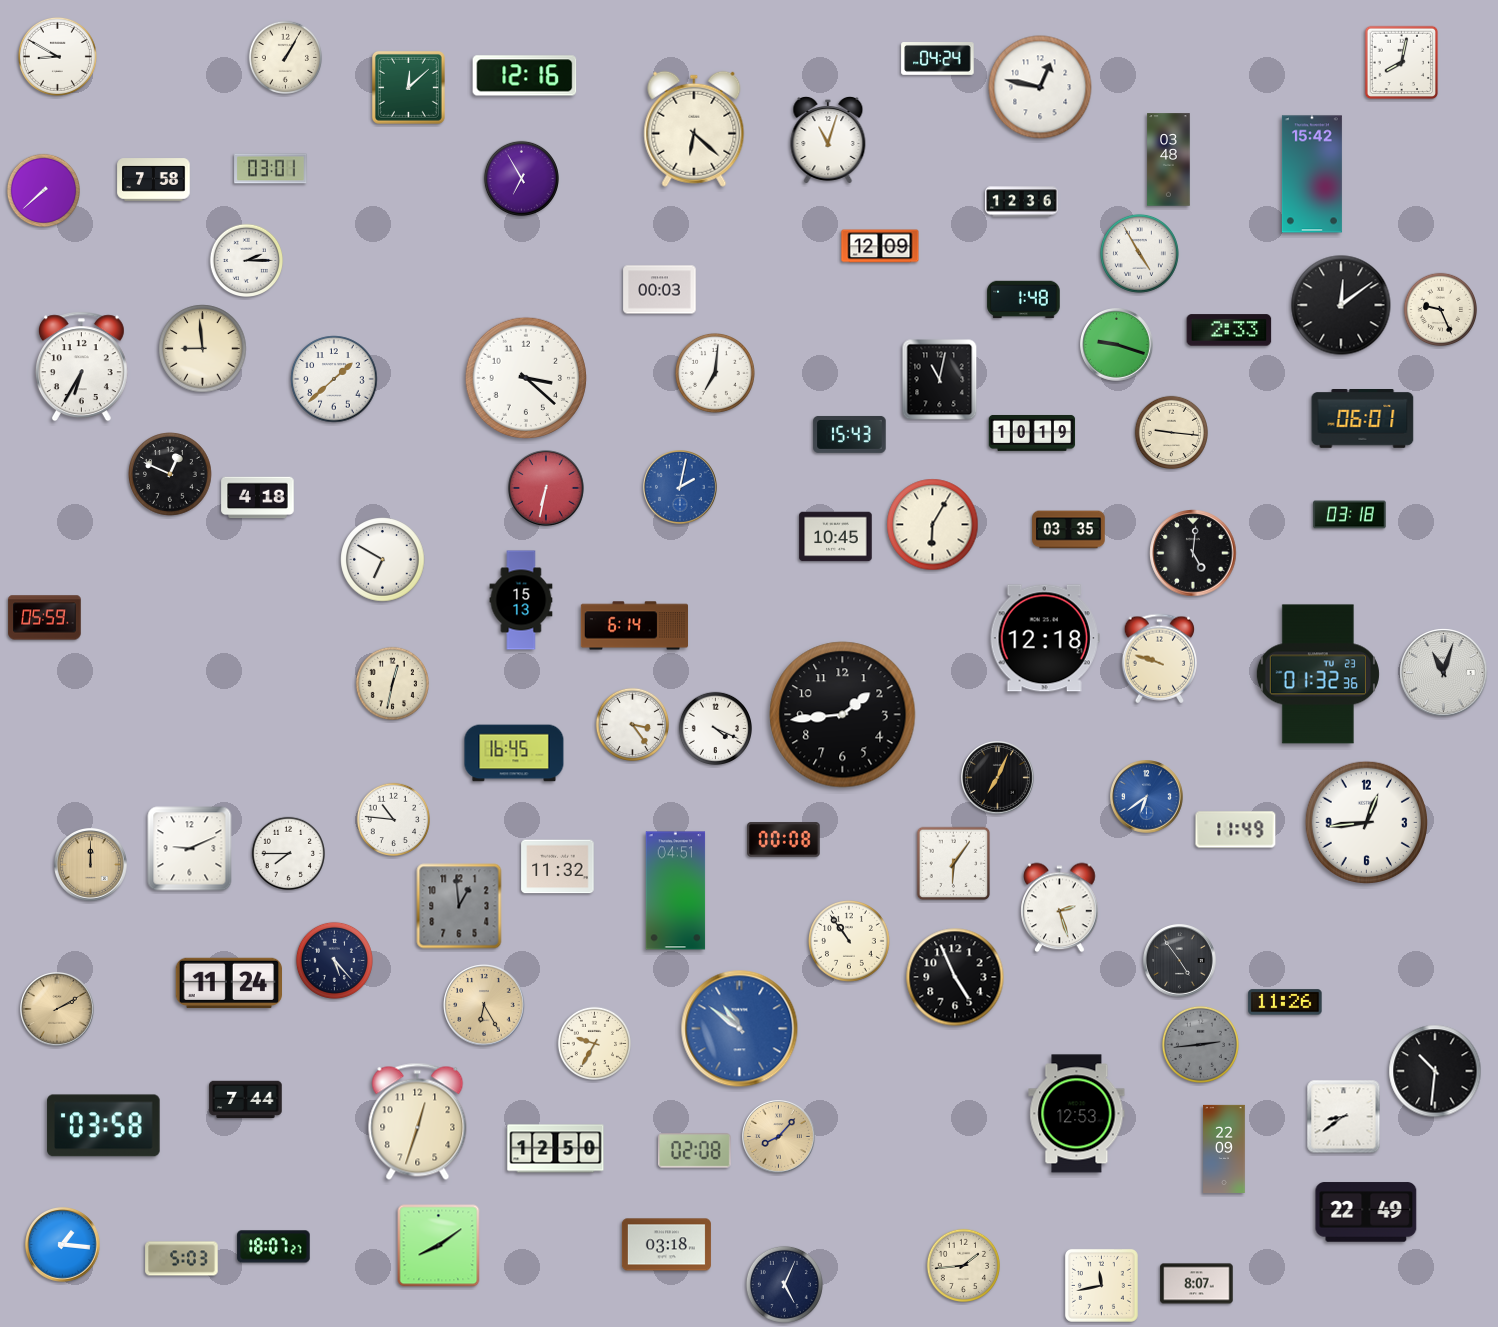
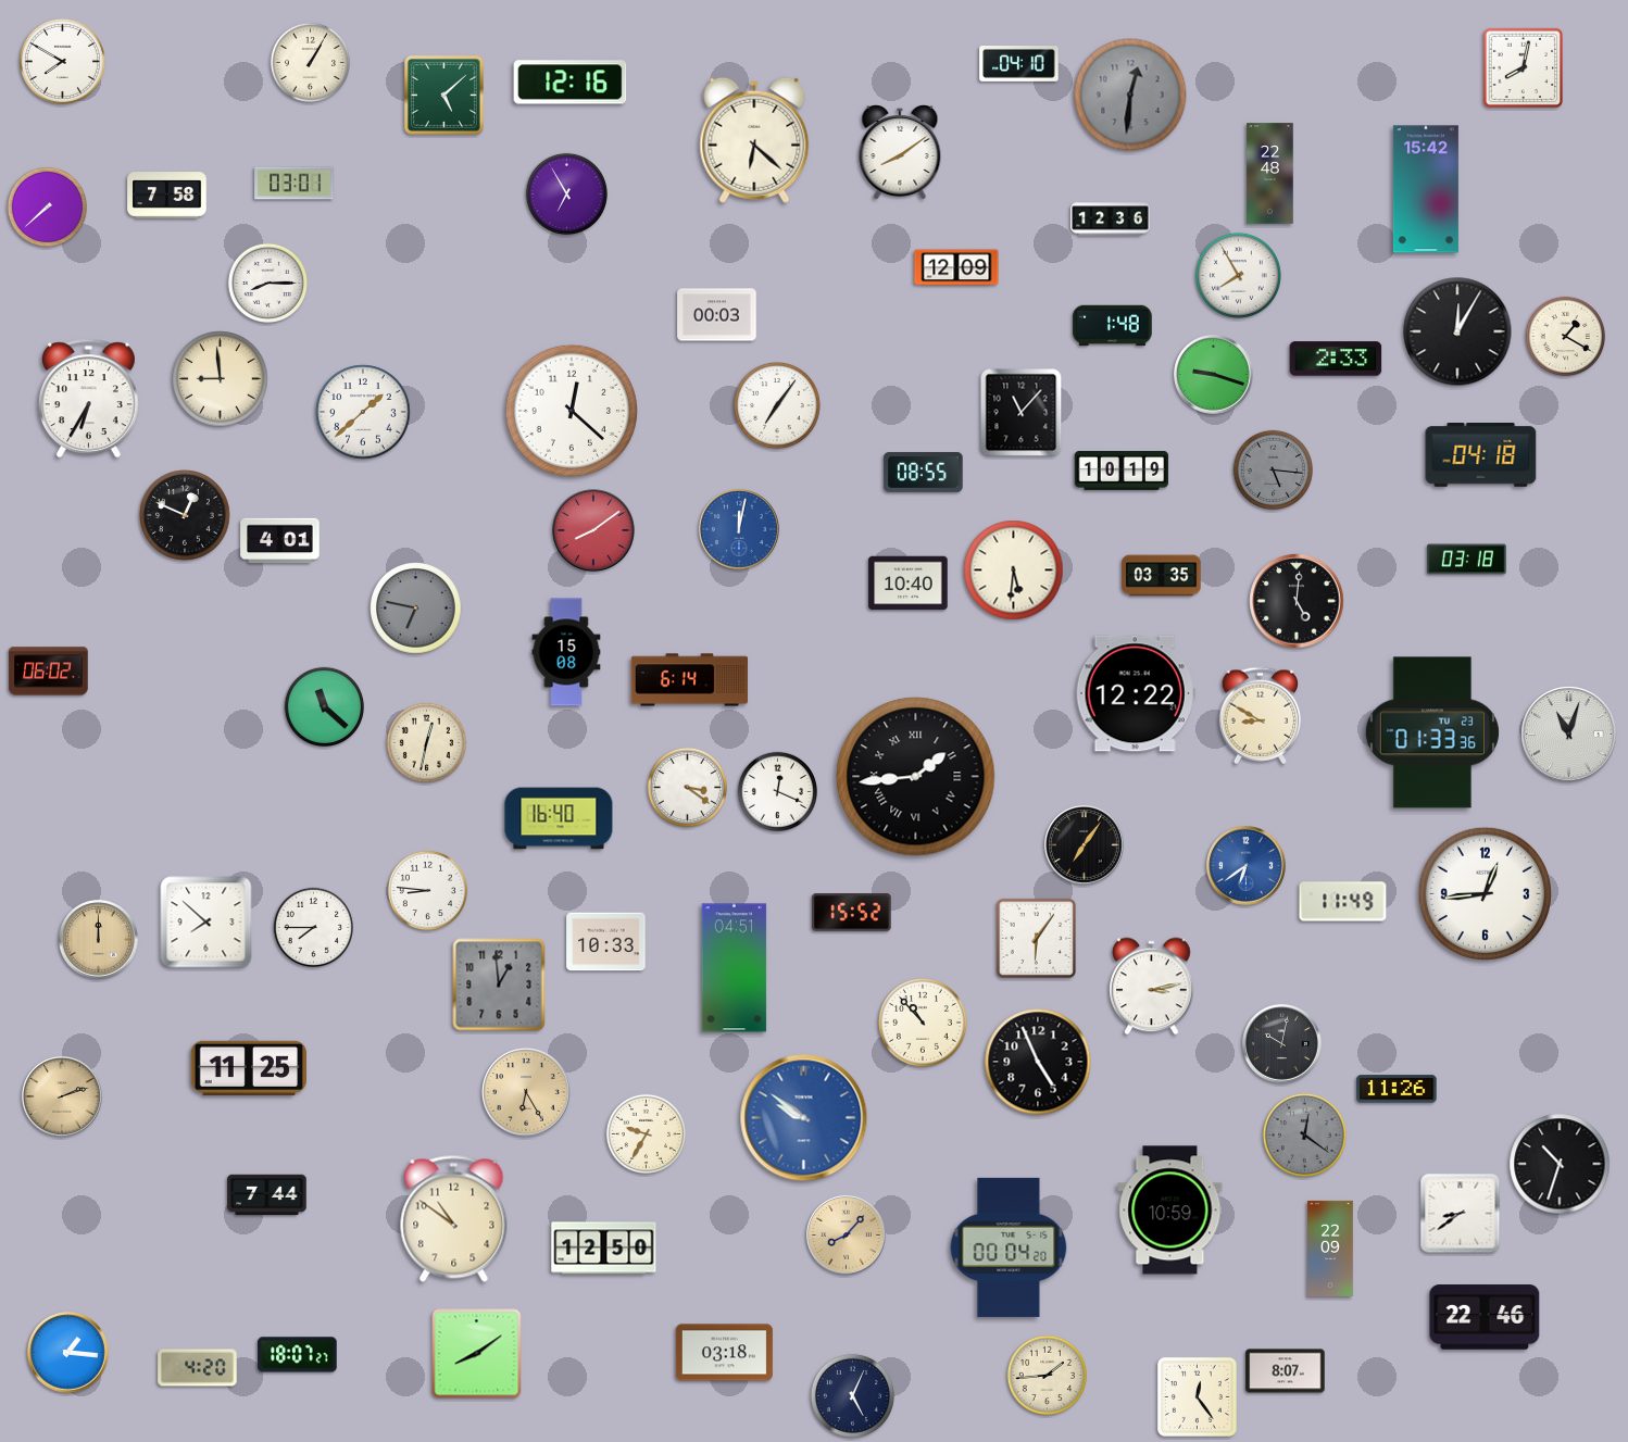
clock at (57, 56): 8:50 -> 7:50
clock at (938, 59): 04:24 -> 04:10
clock at (408, 87): 12:08 -> 5:08
clock at (1040, 87): 12:47 -> 12:31
clock at (1040, 87) dial: white -> grey
clock at (828, 140): 11:03 -> 8:09
clock at (1169, 160): 03:48 -> 22:48
clock at (1139, 253): 4:55 -> 7:55
clock at (246, 260): 2:15 -> 8:15
clock at (1341, 305): 12:09 -> 12:05
clock at (1440, 309): 9:26 -> 1:20
clock at (715, 373): 7:01 -> 7:06
clock at (526, 378): 3:22 -> 12:22
clock at (940, 380): 11:02 -> 11:07
clock at (1363, 419): 06:01 -> 04:18
clock at (1171, 432): 9:16 -> 5:16
clock at (1171, 432) dial: cream -> grey
clock at (850, 434): 15:43 -> 08:55
clock at (680, 487): 2:02 -> 12:02
clock at (546, 488): 6:32 -> 8:09
clock at (258, 498): 4:18 -> 4:01
clock at (933, 525): 6:05 -> 5:31
clock at (836, 537): 10:45 -> 10:40
clock at (383, 560): 6:50 -> 6:47
clock at (383, 560) dial: white -> grey
clock at (521, 600): 15:13 -> 15:08
clock at (45, 618): 05:59 -> 06:02
clock at (1045, 638): 12:18 -> 12:22
clock at (324, 706): none -> 11:22
clock at (1159, 659): 9:48 -> 8:50
clock at (1444, 673) position: (1444, 673) -> (1569, 735)
clock at (1318, 674): 01:32 -> 01:33
clock at (843, 715) numerals: Arabic -> Roman
clock at (632, 724): 3:24 -> 3:21
clock at (715, 728): 4:19 -> 12:19
clock at (514, 753): 16:45 -> 16:40
clock at (998, 778): 7:04 -> 7:06
clock at (393, 819): 10:46 -> 8:46
clock at (784, 840): 00:08 -> 15:52
clock at (190, 849): 9:11 -> 7:52
clock at (558, 867): 11:32 -> 10:33
clock at (1060, 908): 2:27 -> 3:13
clock at (850, 942): 10:54 -> 10:53
clock at (334, 960): 5:23 -> none
clock at (1180, 961): 4:54 -> 10:02
clock at (228, 983): 11:24 -> 11:25
clock at (57, 1009): 2:10 -> 2:12
clock at (740, 1029): 10:51 -> 9:51
clock at (1200, 1044): 2:44 -> 12:21
clock at (1435, 1071): 10:31 -> 10:33
clock at (1077, 1114): 12:53 -> 10:59
clock at (418, 1121): 12:33 -> 10:51
clock at (104, 1126): 03:58 -> none
clock at (1009, 1247): none -> 00:04
clock at (695, 1151): 02:08 -> none
clock at (1366, 1212): 22:49 -> 22:46
clock at (182, 1259): 5:03 -> 4:20
clock at (1197, 1284) position: (1197, 1284) -> (1286, 1371)
clock at (1101, 1285): 11:43 -> 12:24
